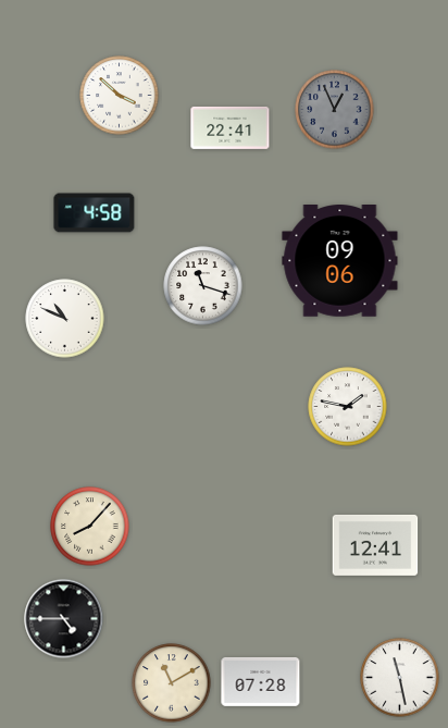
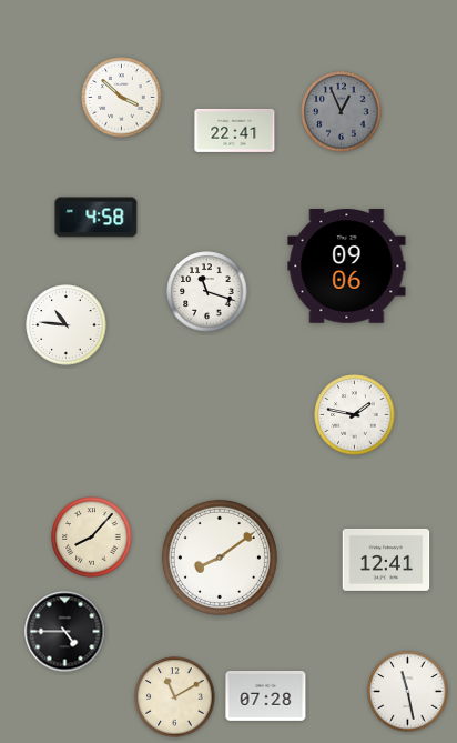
clock at (65, 319): 10:49 -> 10:46
clock at (375, 545) position: (375, 545) -> (386, 560)
clock at (220, 558): none -> 8:09
